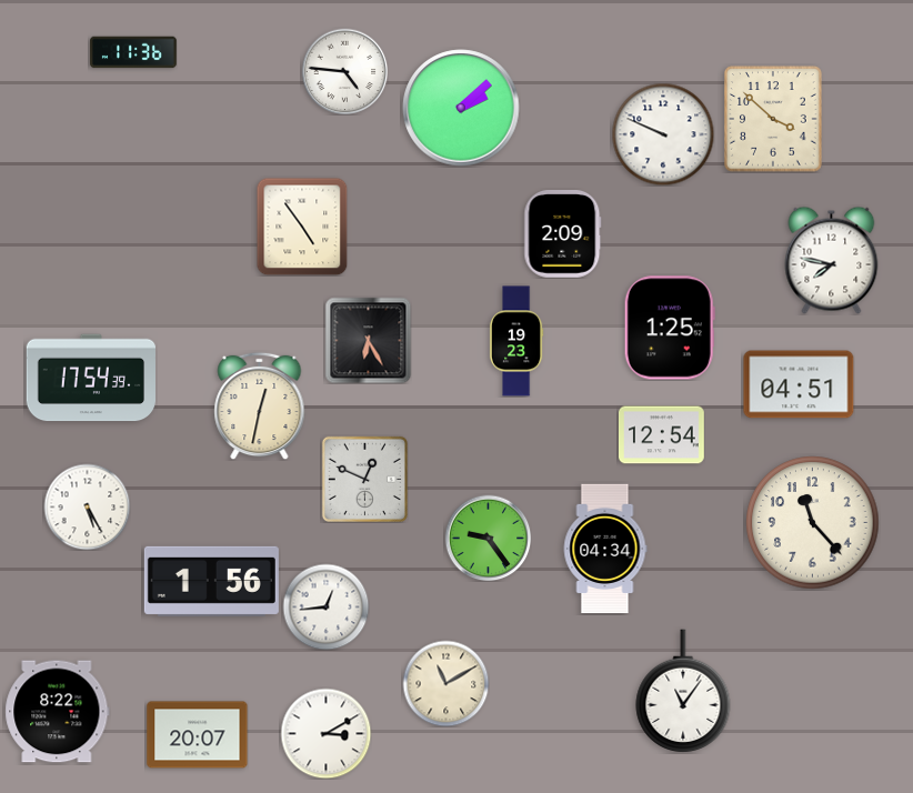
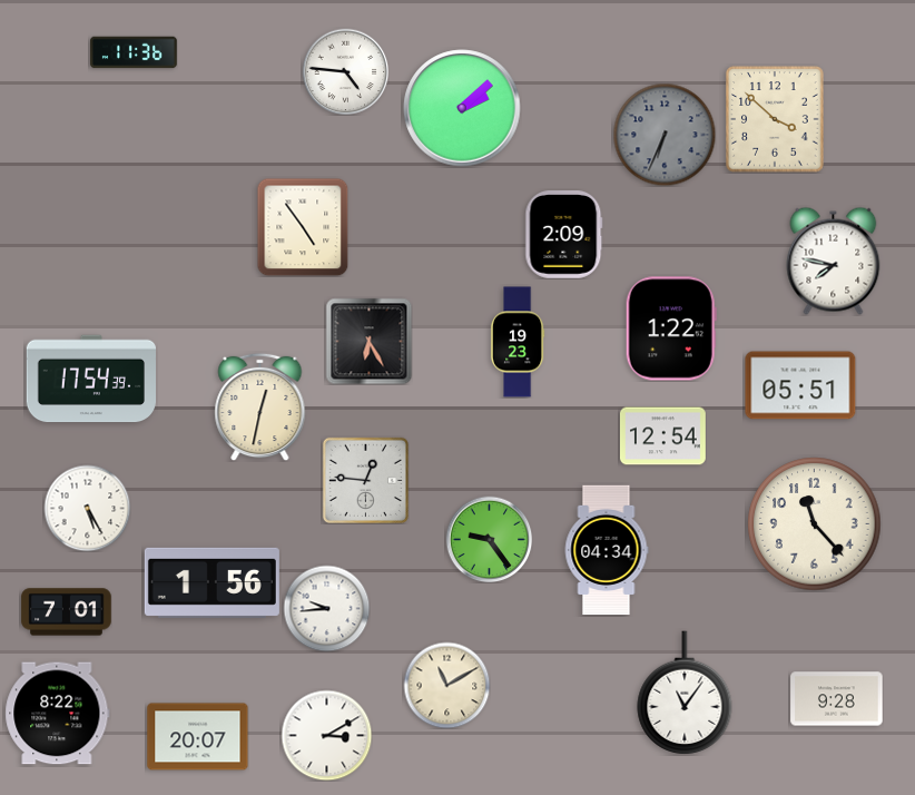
clock at (663, 134): 9:49 -> 6:34
clock at (663, 134) dial: white -> grey
clock at (670, 328): 1:25 -> 1:22
clock at (799, 384): 04:51 -> 05:51
clock at (364, 479): 12:49 -> 12:46
clock at (325, 606): 12:44 -> 9:44
clock at (67, 612): none -> 7:01
clock at (837, 699): none -> 9:28
